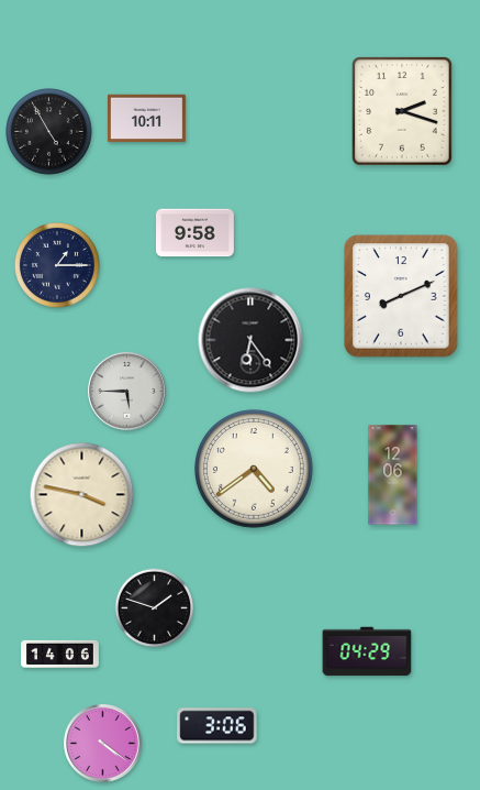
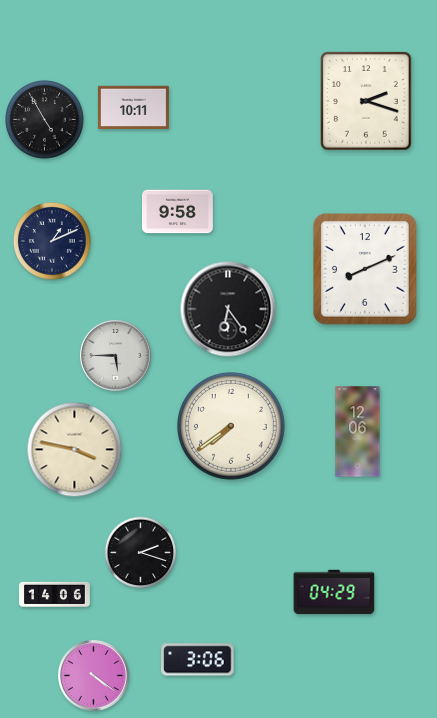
clock at (58, 266): 1:15 -> 1:11
clock at (254, 469): 4:39 -> 7:39
clock at (155, 608): 1:48 -> 2:18
